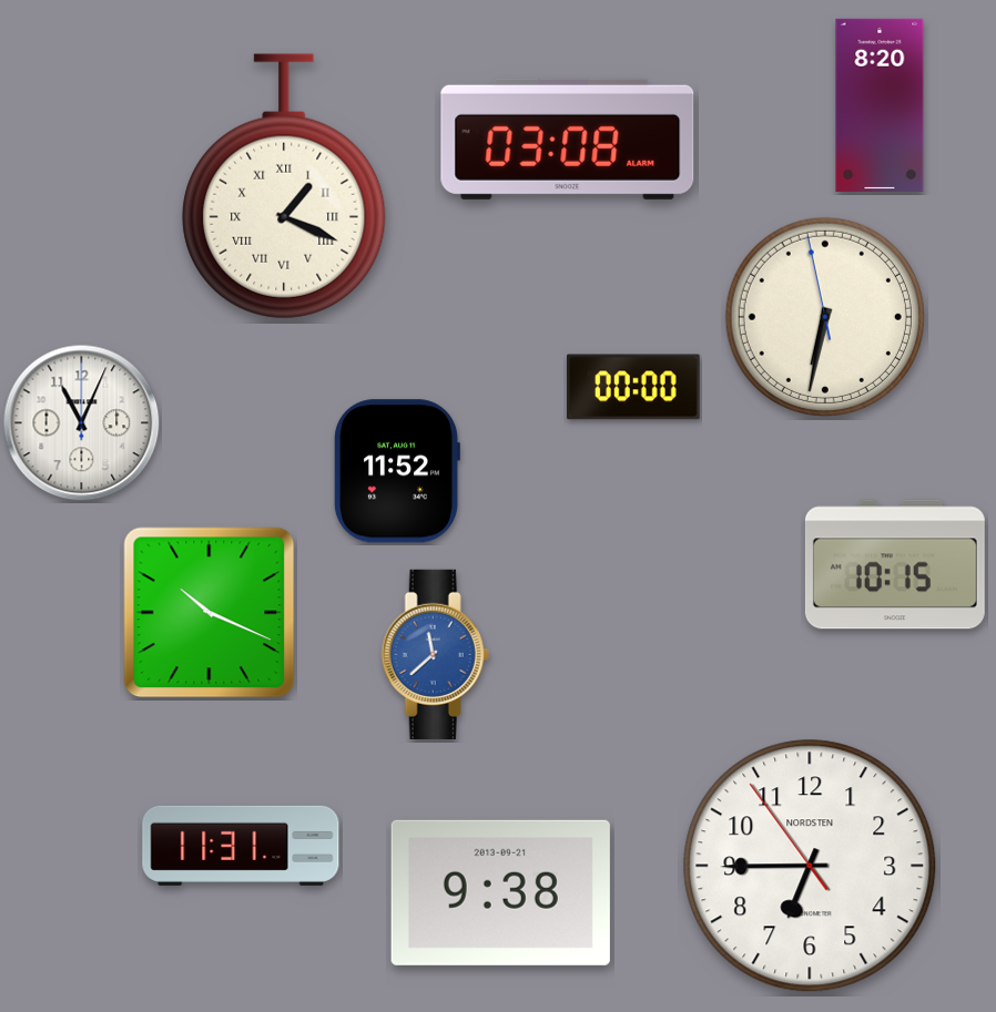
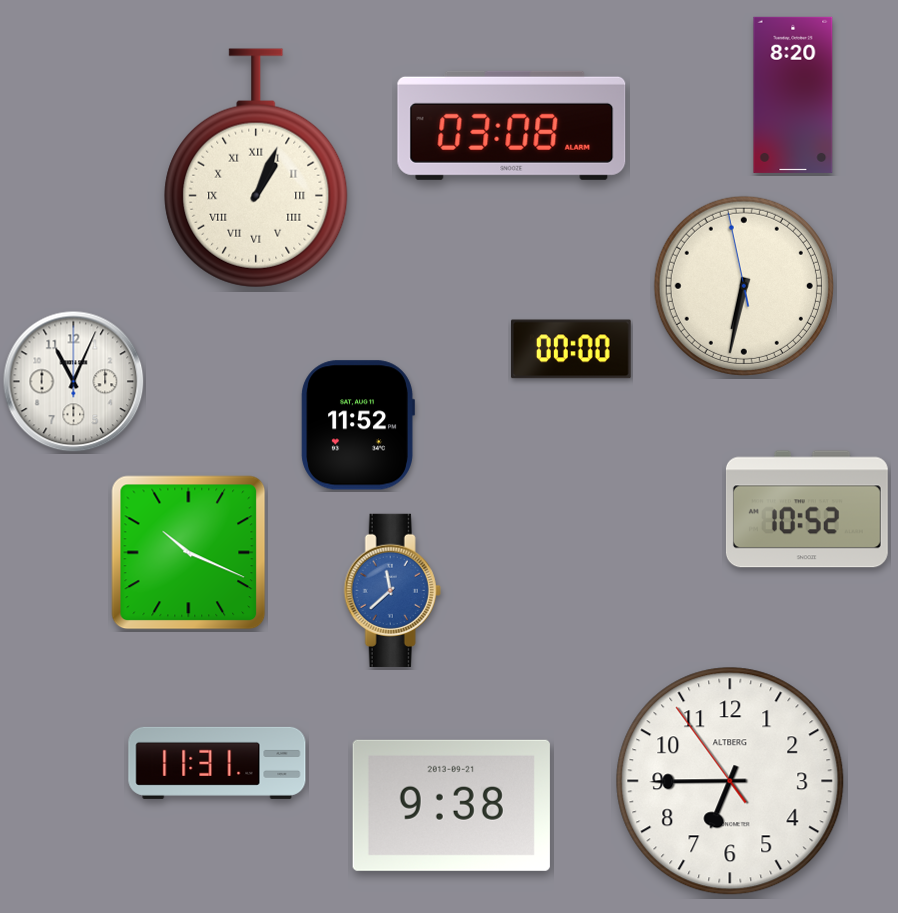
clock at (284, 186): 1:19 -> 1:04
clock at (895, 564): 10:15 -> 10:52
clock at (810, 866) brand: NORDSTEN -> ALTBERG
